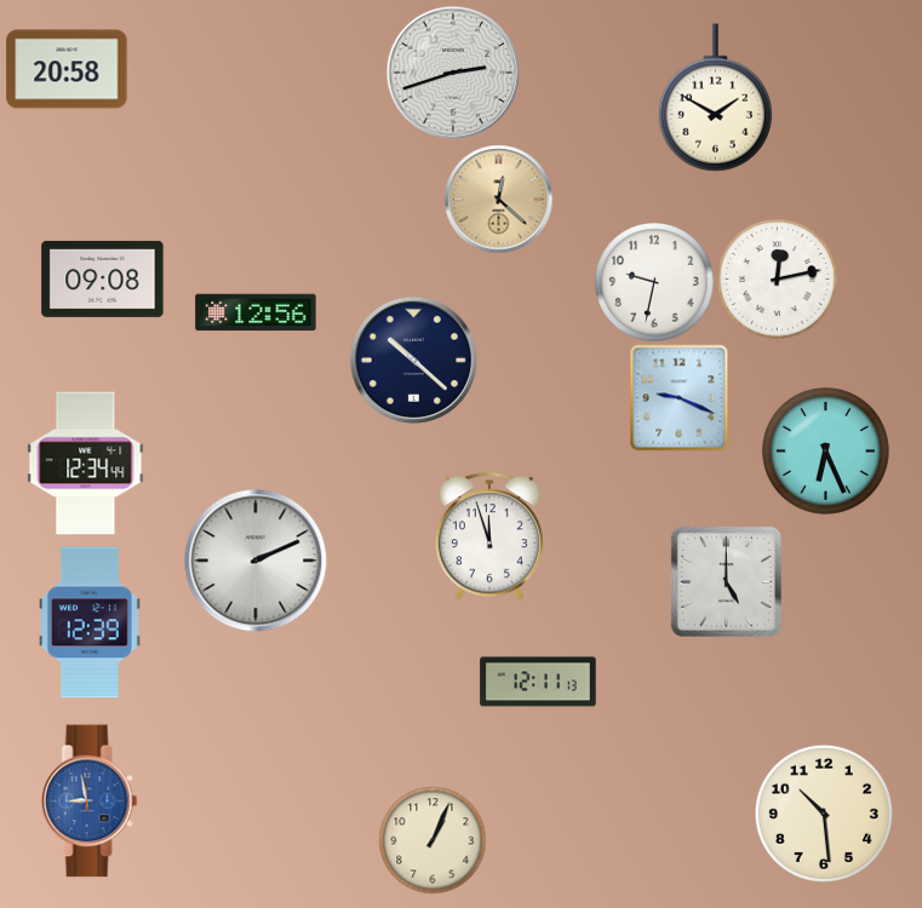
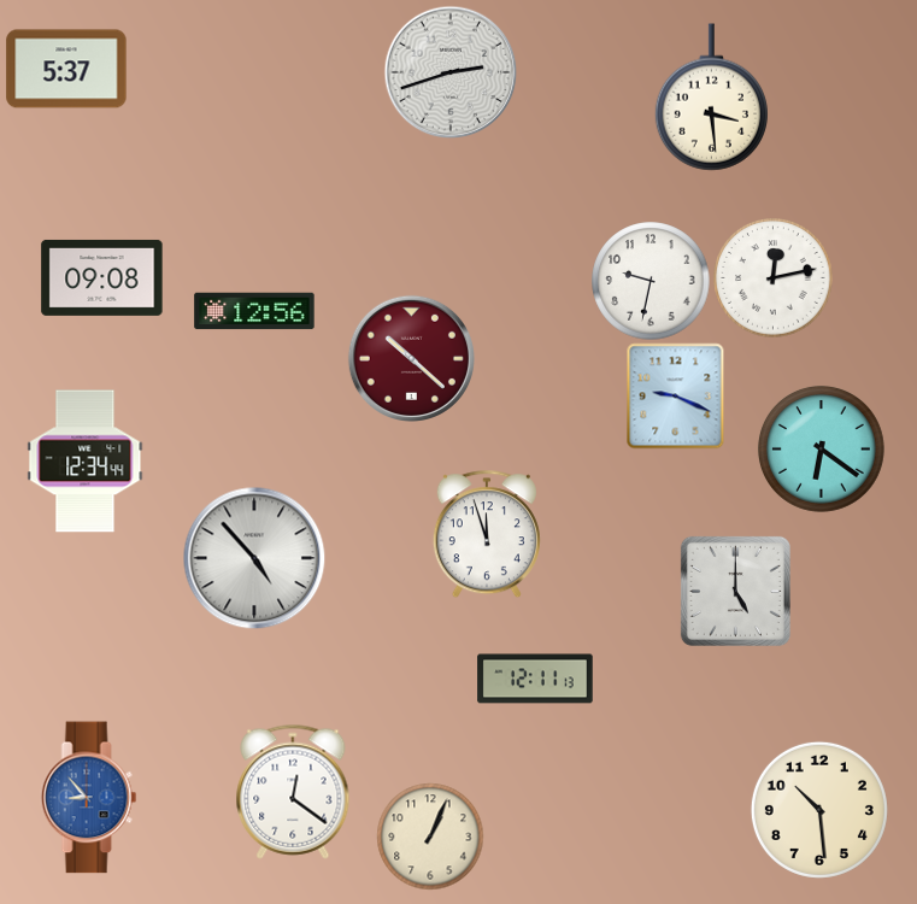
clock at (67, 69): 20:58 -> 5:37
clock at (715, 98): 1:50 -> 3:29
clock at (498, 199): 12:22 -> none
clock at (413, 360) dial: navy -> burgundy
clock at (825, 450): 6:26 -> 6:21
clock at (256, 561): 2:11 -> 4:53
clock at (726, 581) position: (726, 581) -> (735, 591)
clock at (91, 622): 12:39 -> none
clock at (293, 792): none -> 12:21
clock at (90, 801): 8:58 -> 8:53
